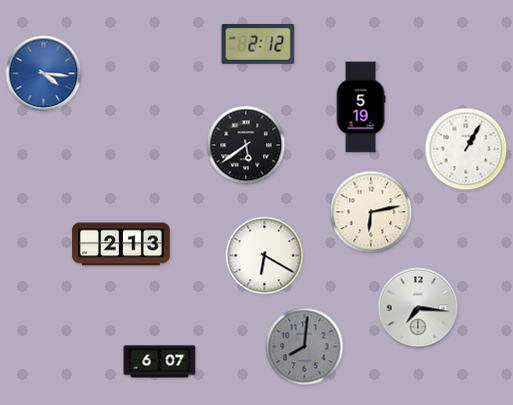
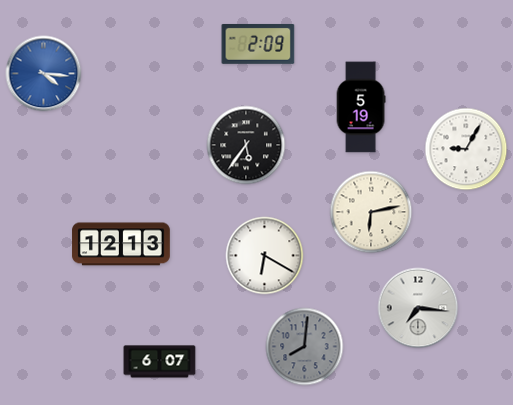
clock at (258, 44): 2:12 -> 2:09
clock at (246, 145): 5:39 -> 5:36
clock at (466, 149): 1:05 -> 9:05
clock at (121, 244): 2:13 -> 12:13
